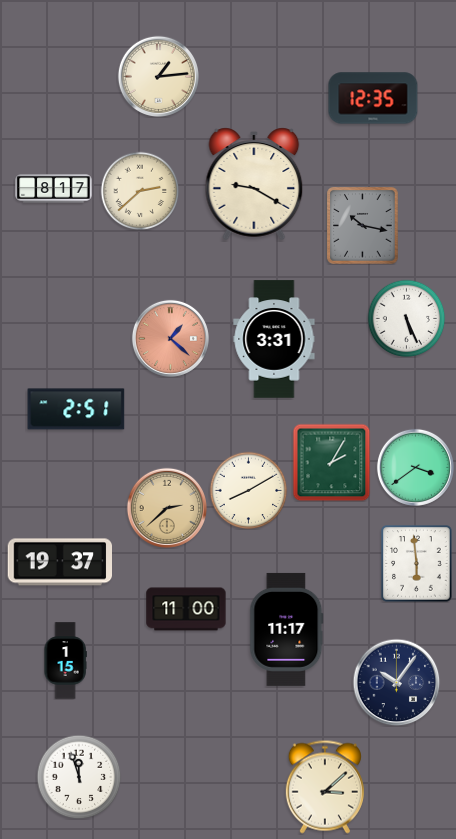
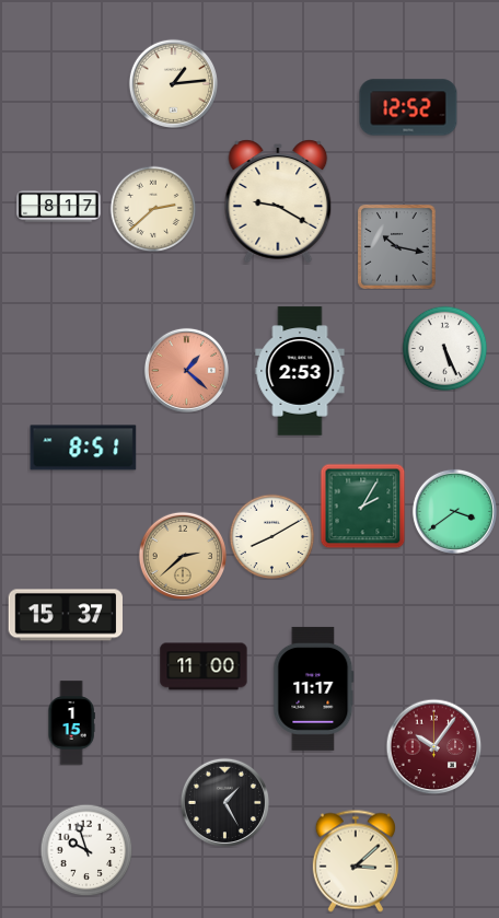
clock at (373, 98): 12:35 -> 12:52
clock at (274, 339): 3:31 -> 2:53
clock at (76, 409): 2:51 -> 8:51
clock at (59, 562): 19:37 -> 15:37
clock at (417, 564): 5:59 -> none
clock at (396, 682) dial: navy -> burgundy
clock at (224, 802): none -> 1:25
clock at (79, 777): 11:57 -> 9:57
